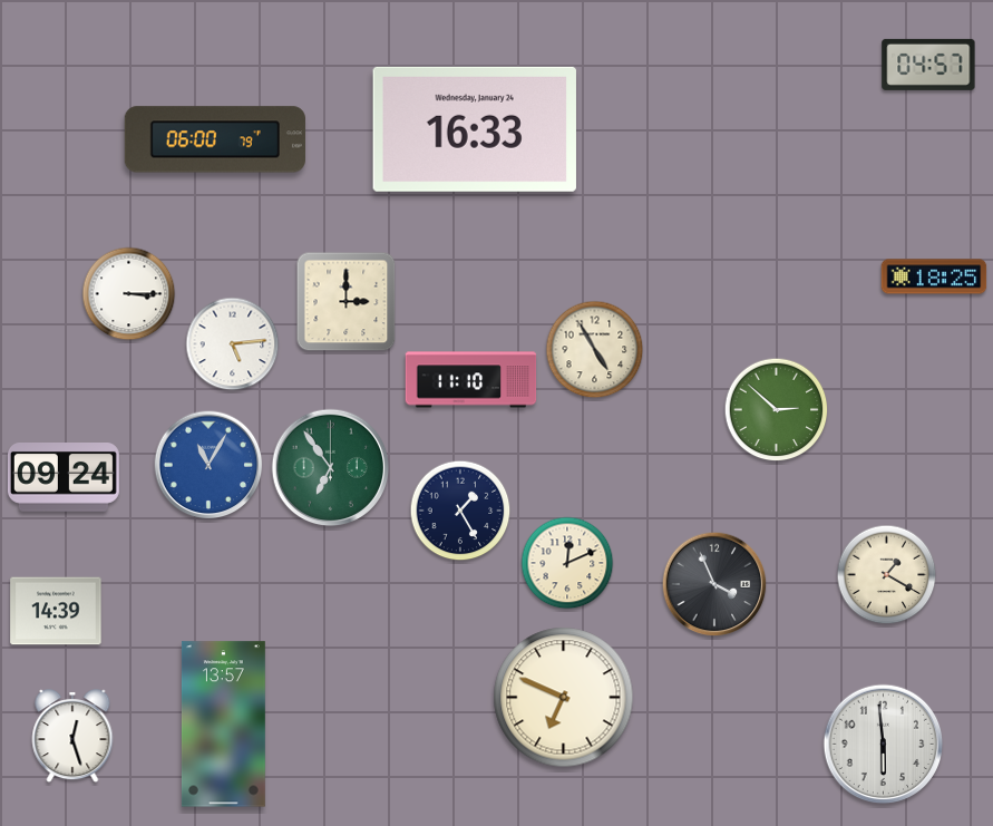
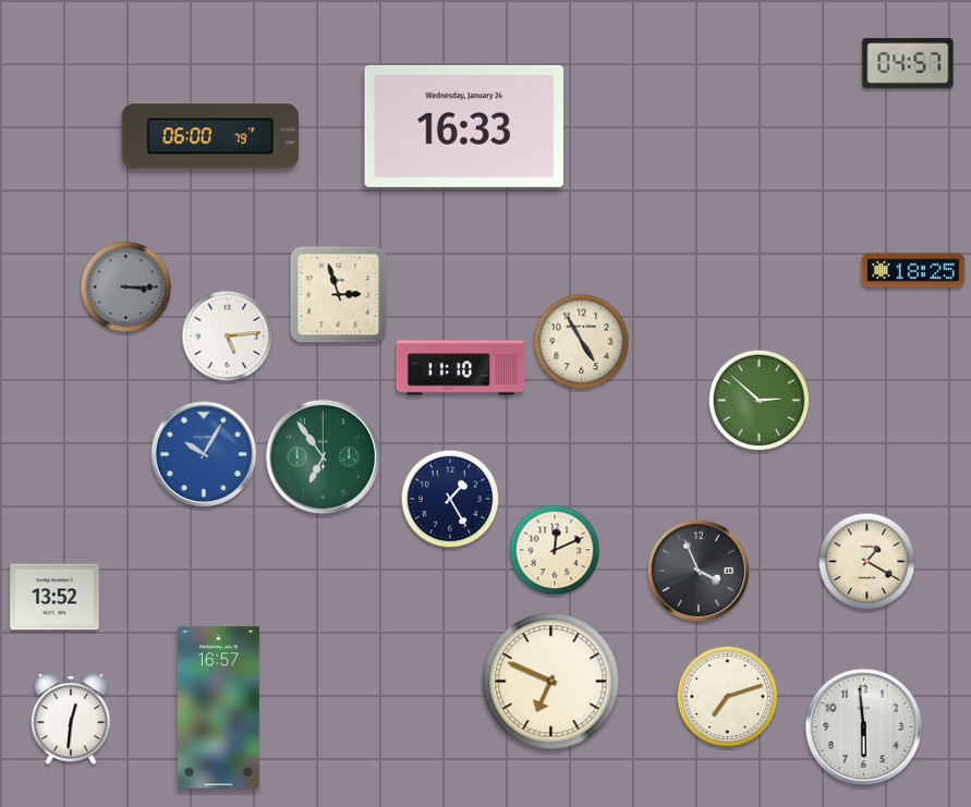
clock at (129, 294) dial: white -> grey
clock at (347, 302): 3:00 -> 2:57
clock at (471, 380) position: (471, 380) -> (461, 368)
clock at (208, 465): 11:05 -> 10:05
clock at (64, 478): 09:24 -> none
clock at (56, 611): 14:39 -> 13:52
clock at (728, 697): none -> 7:12
clock at (223, 725): 13:57 -> 16:57
clock at (72, 737): 12:27 -> 12:31
